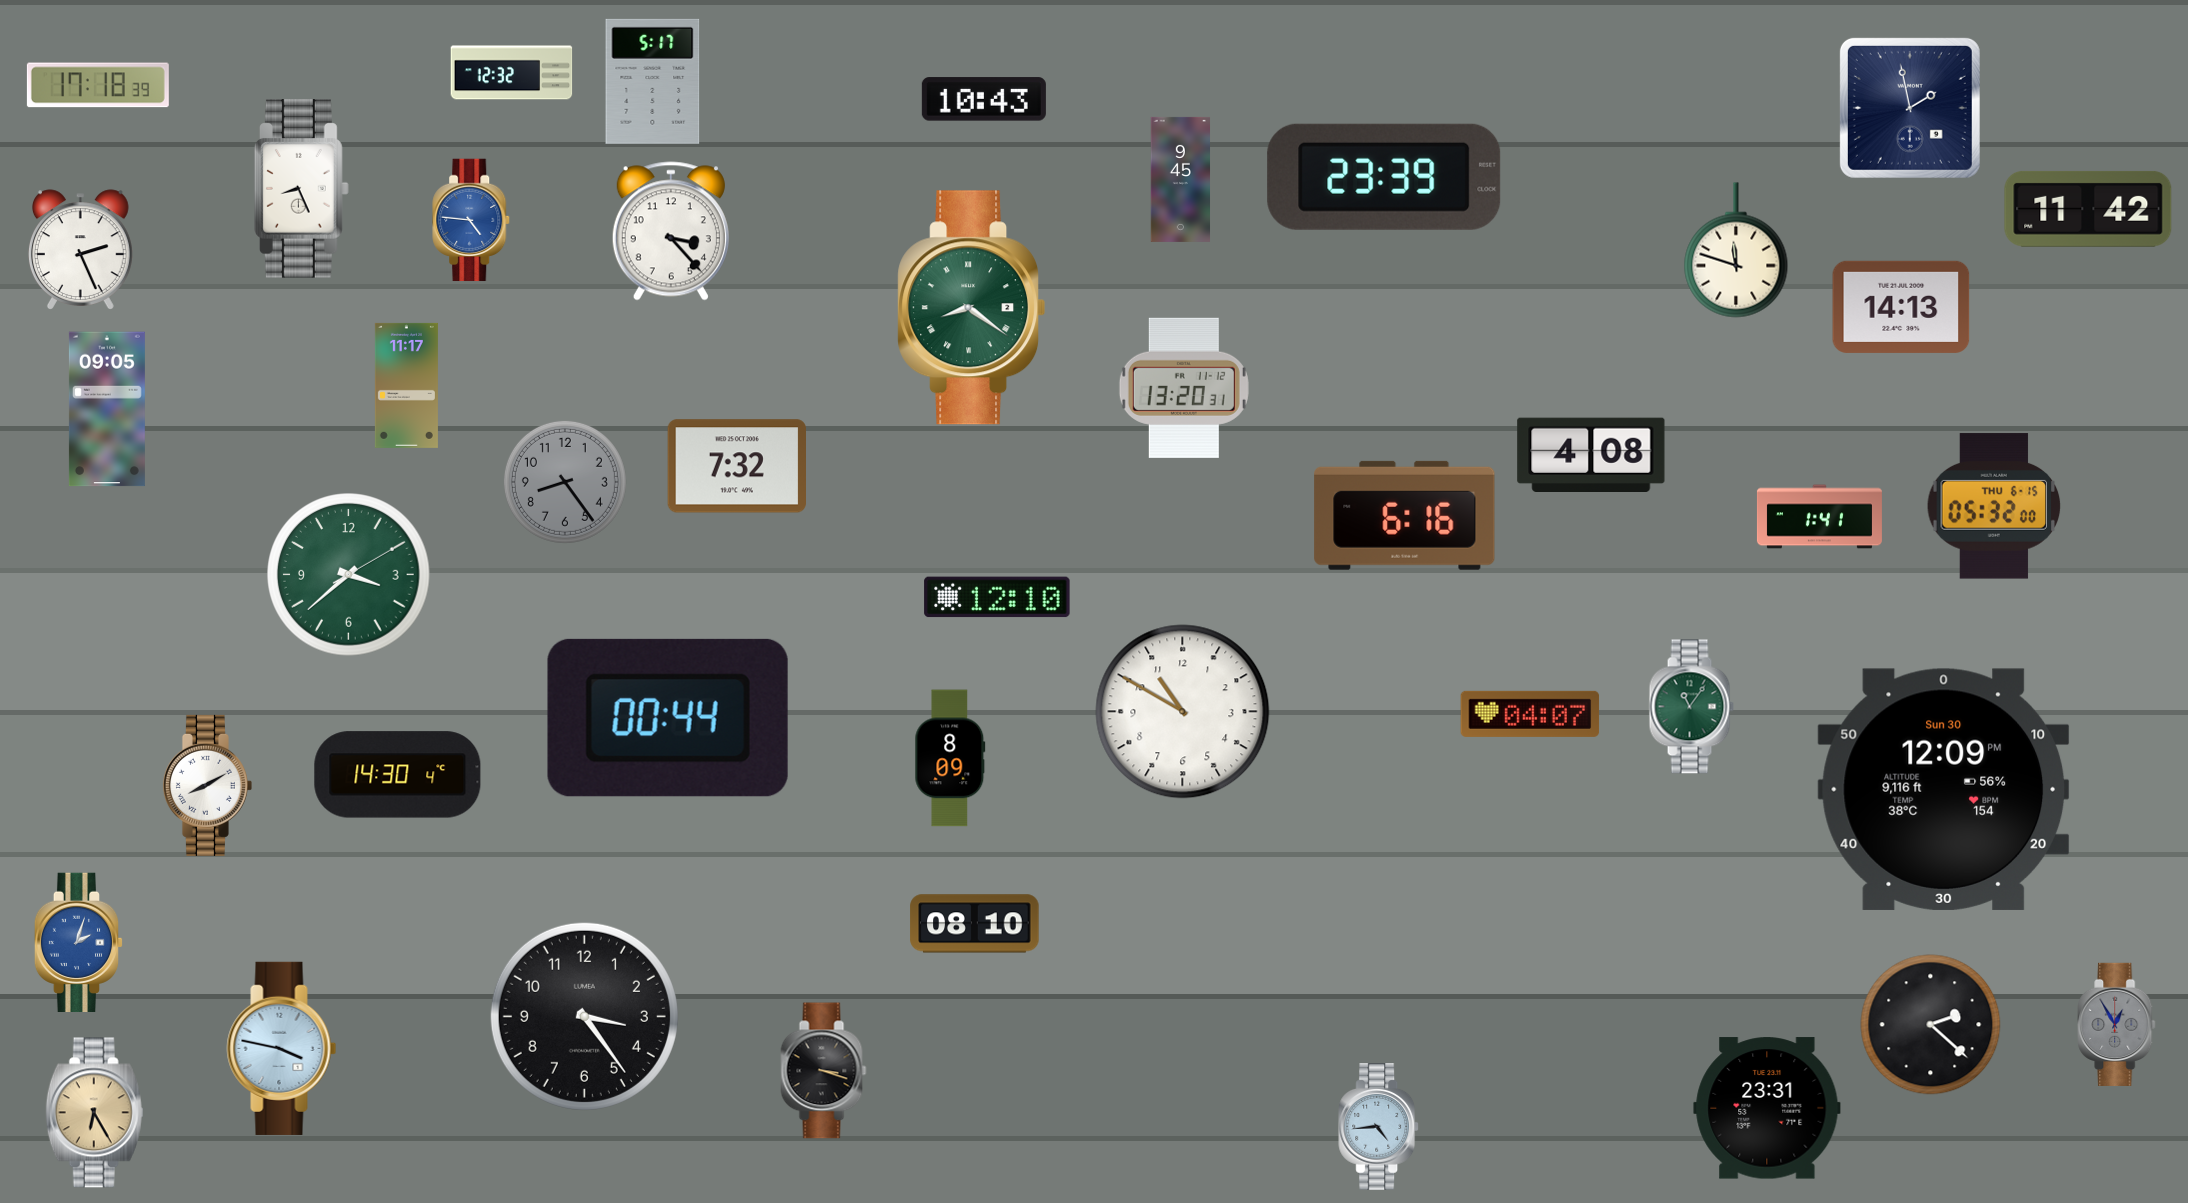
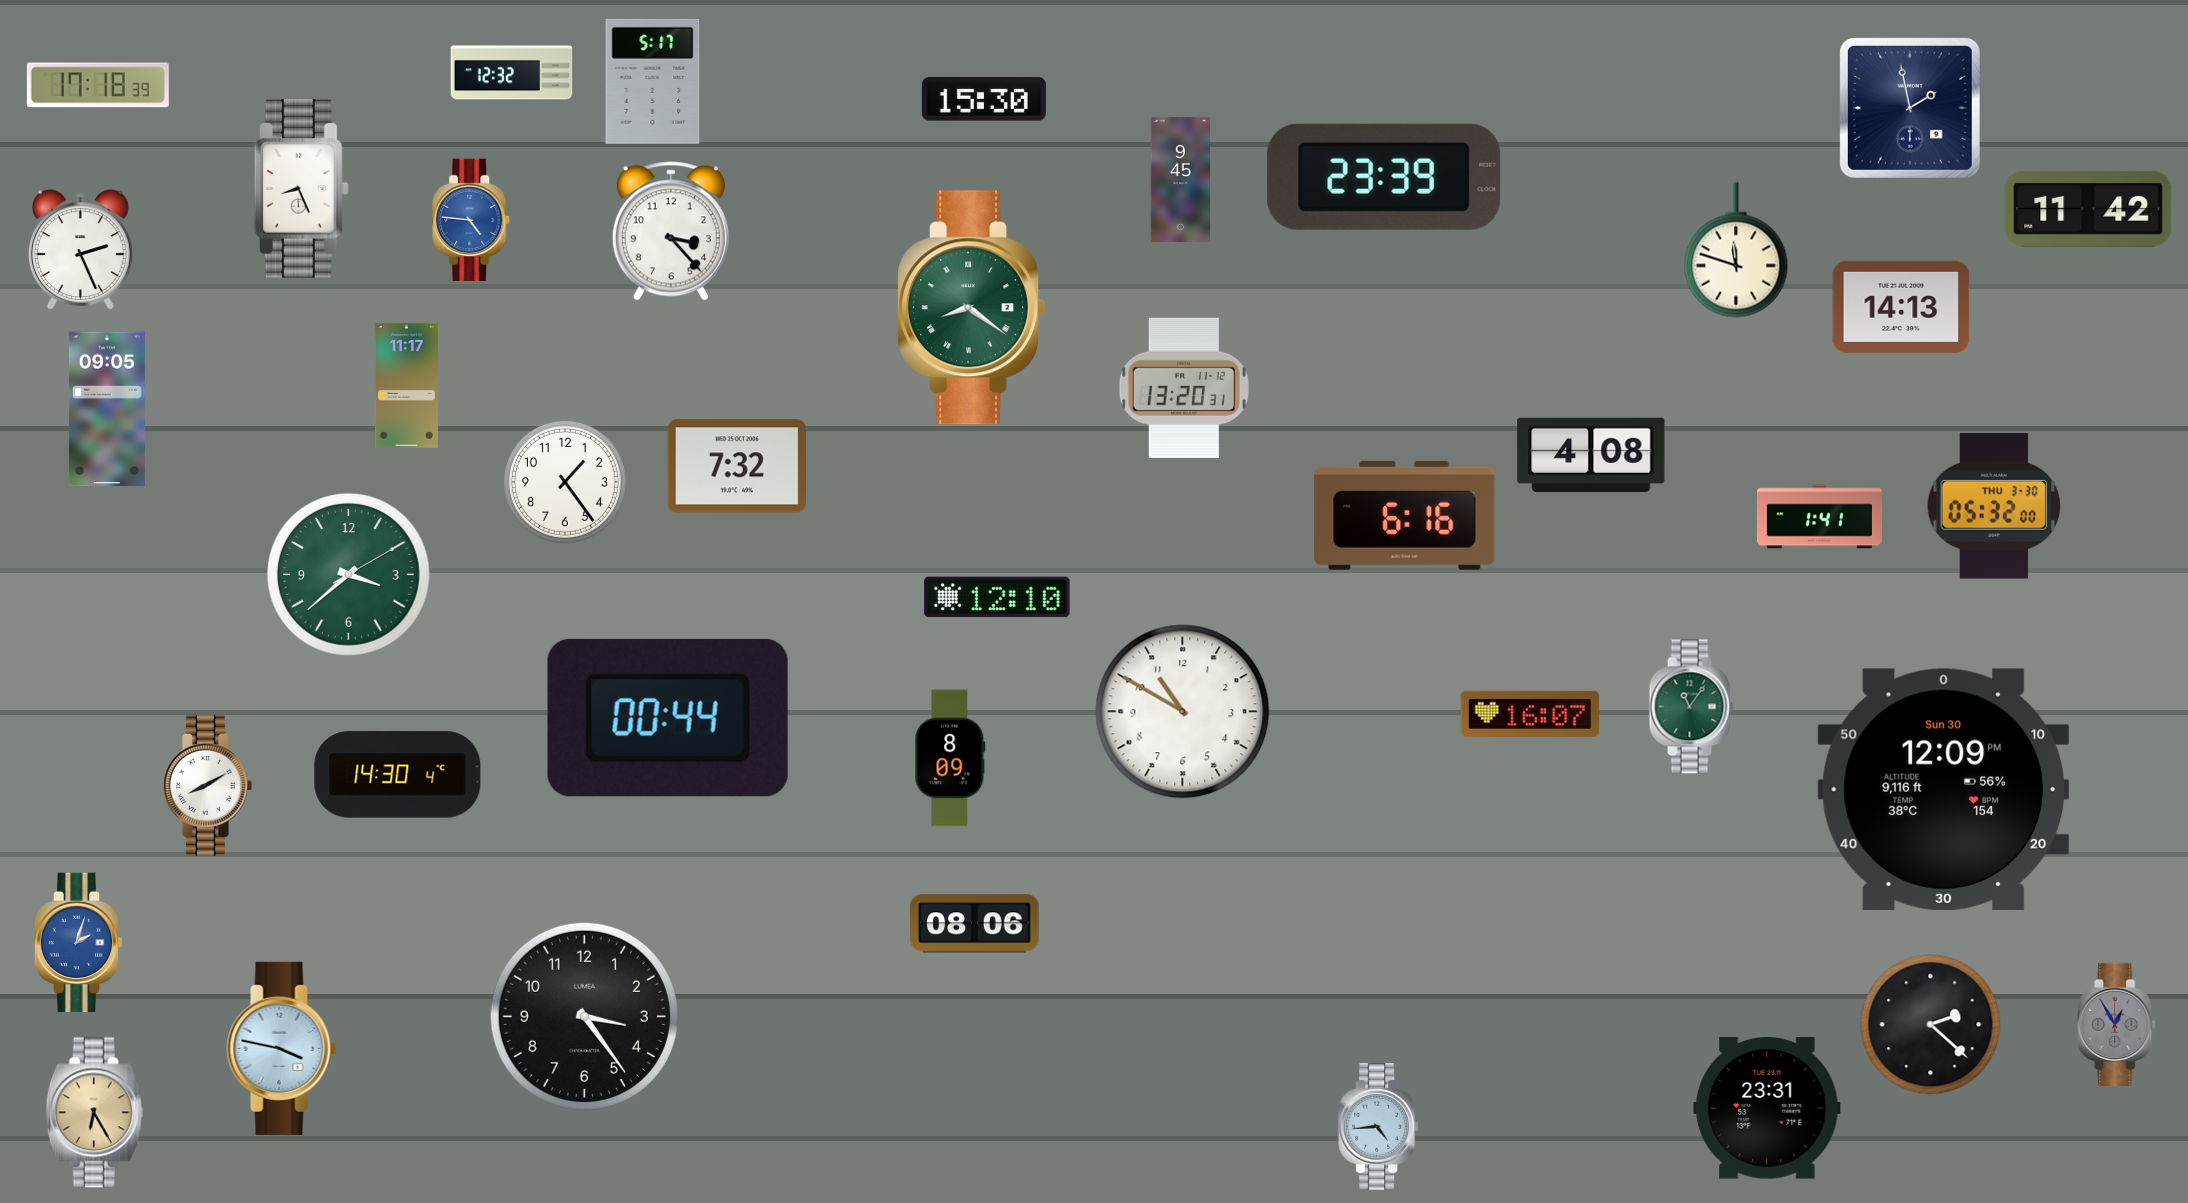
clock at (984, 99): 10:43 -> 15:30
clock at (565, 482): 8:24 -> 1:24
clock at (565, 482) dial: grey -> white
clock at (1994, 506) date: THU 6-15 -> THU 3-30
clock at (1530, 714): 04:07 -> 16:07
clock at (975, 924): 08:10 -> 08:06
clock at (824, 1071): 3:18 -> none
